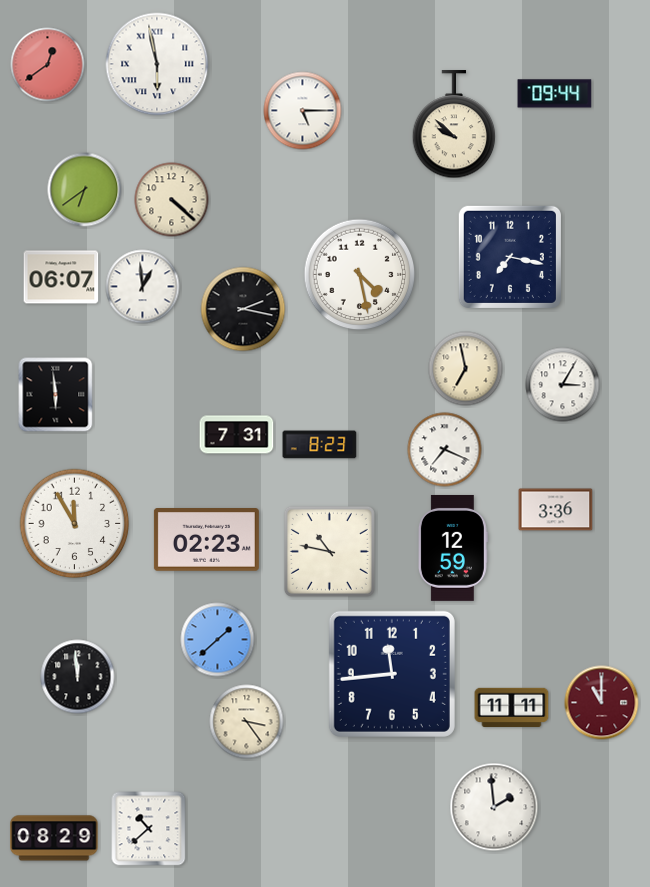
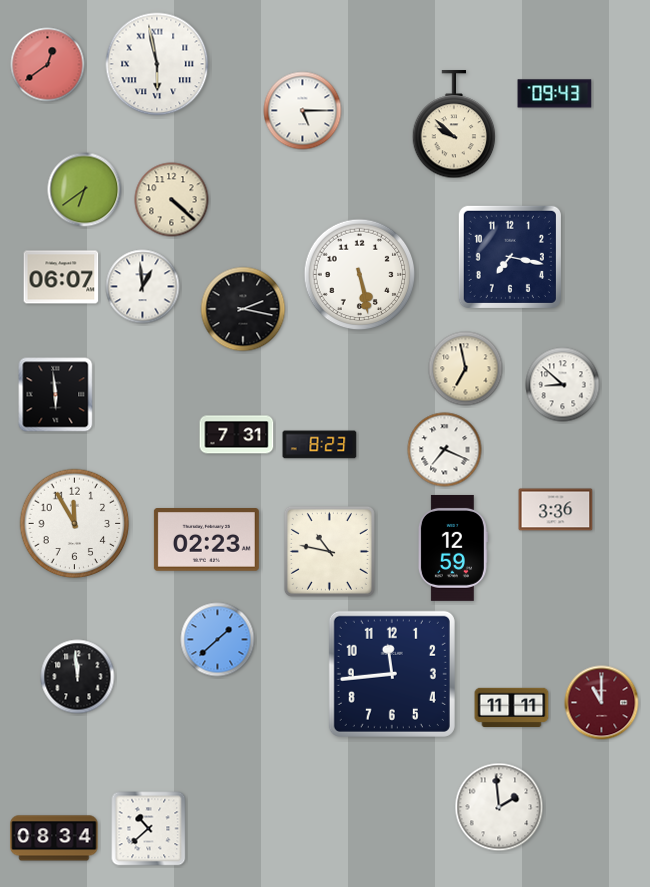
clock at (555, 94): 09:44 -> 09:43
clock at (360, 275): 4:28 -> 5:28
clock at (563, 385): 3:05 -> 8:52
clock at (247, 722): 3:24 -> none
clock at (494, 807) position: (494, 807) -> (499, 807)
clock at (54, 838): 08:29 -> 08:34
